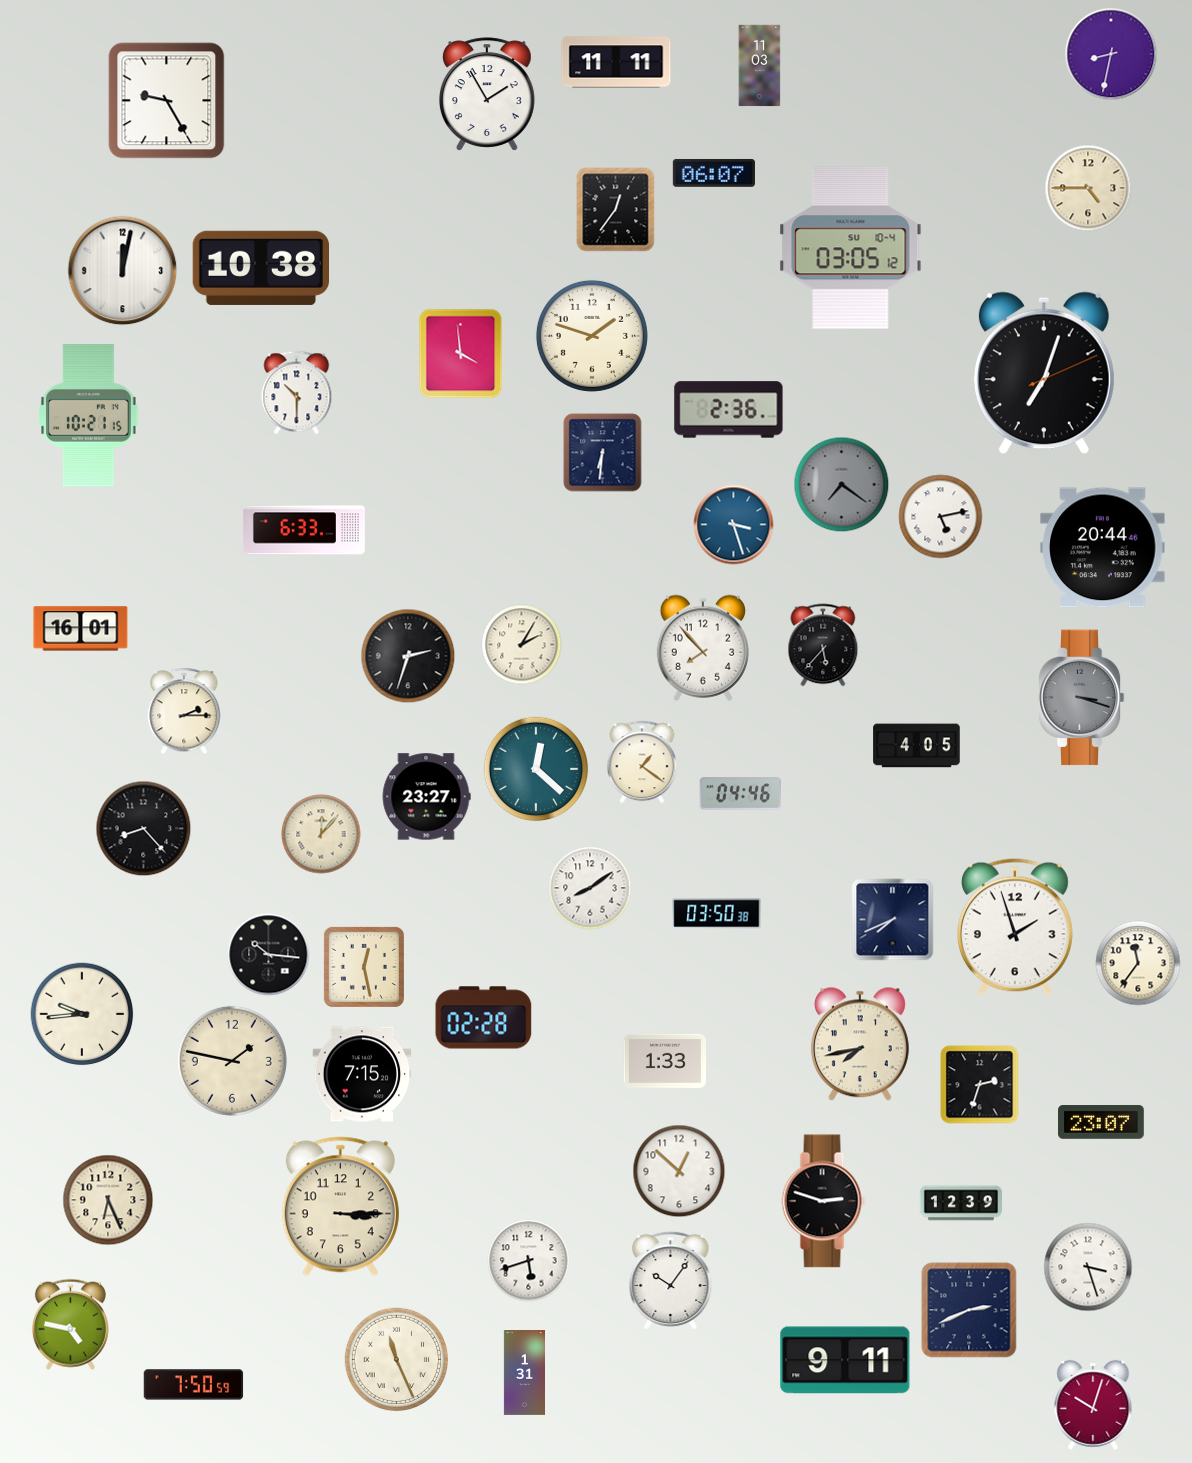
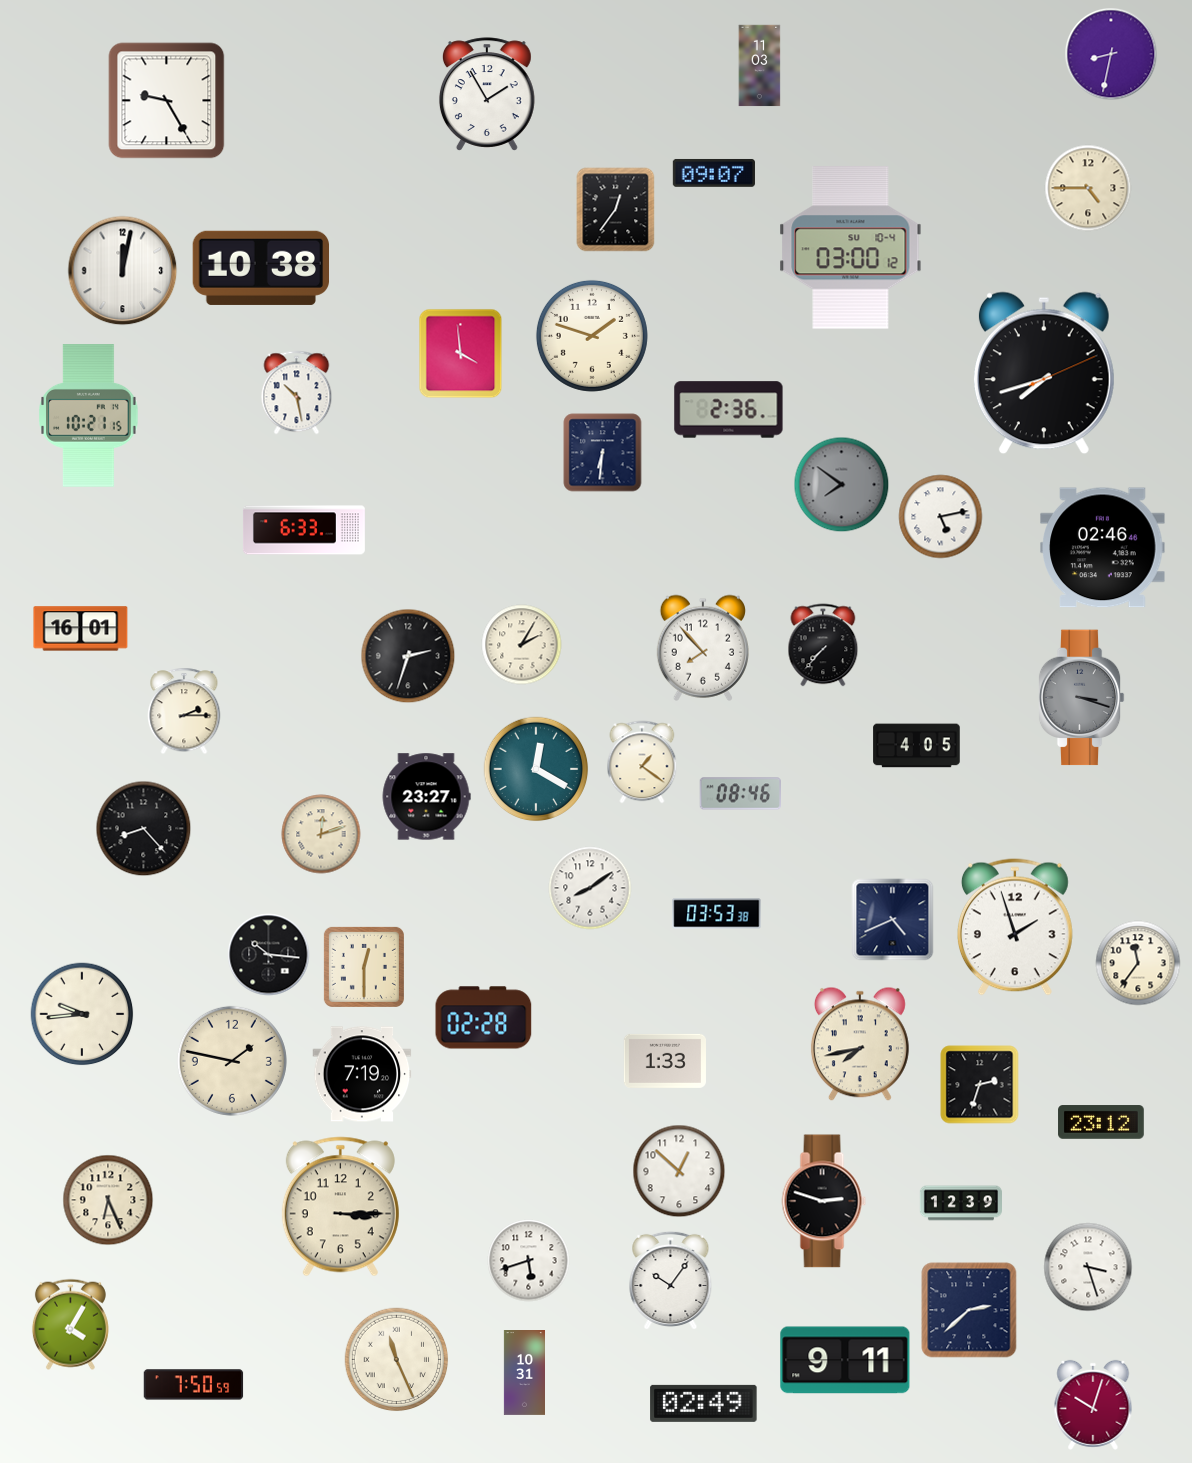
clock at (616, 62): 11:11 -> none
clock at (714, 173): 06:07 -> 09:07
clock at (851, 248): 03:05 -> 03:00
clock at (1044, 373): 7:03 -> 7:42
clock at (297, 393): 10:30 -> 10:28
clock at (842, 485): 7:21 -> 7:51
clock at (734, 525): 3:27 -> none
clock at (1103, 548): 20:44 -> 02:46
clock at (823, 645): 5:37 -> 7:37
clock at (536, 769): 12:22 -> 12:20
clock at (741, 794): 04:46 -> 08:46
clock at (321, 834): 12:07 -> 12:12
clock at (717, 914): 03:50 -> 03:53
clock at (893, 920): 7:41 -> 4:41
clock at (364, 967): 12:28 -> 12:30
clock at (362, 1074): 7:15 -> 7:19
clock at (1101, 1122): 23:07 -> 23:12
clock at (969, 1310): 2:41 -> 2:38
clock at (70, 1324): 4:47 -> 4:05
clock at (524, 1373): 1:31 -> 10:31
clock at (704, 1403): none -> 02:49
